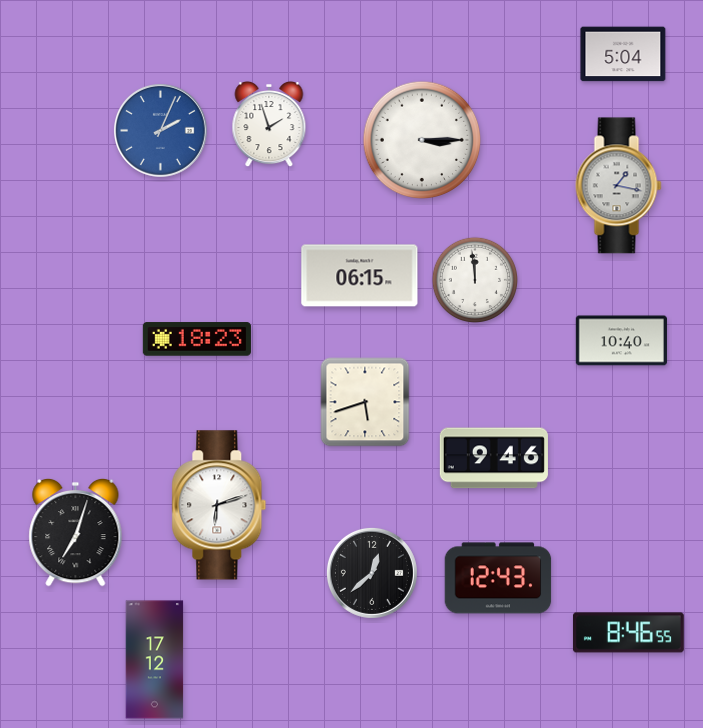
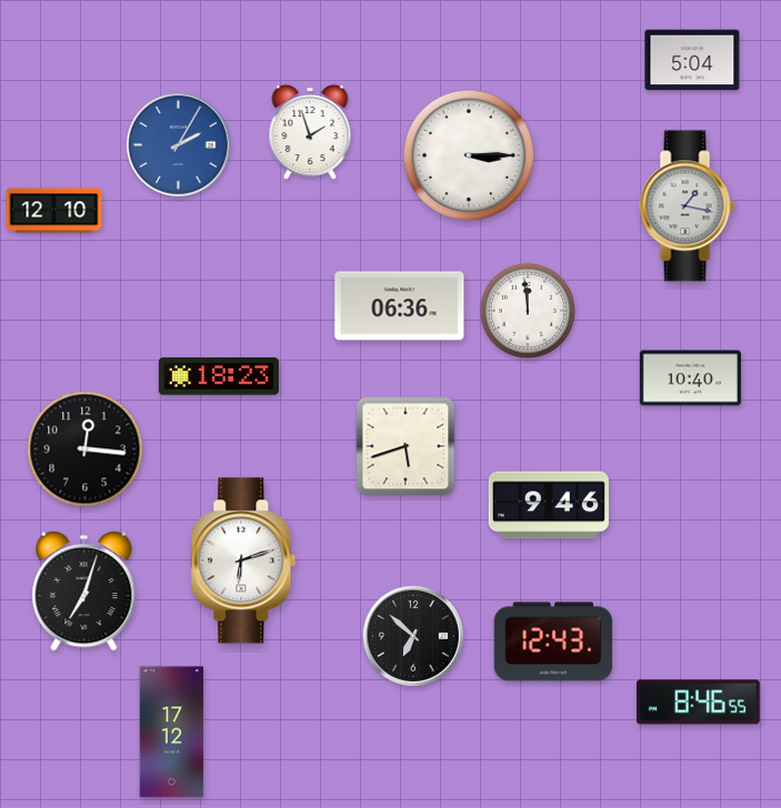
clock at (269, 124) position: (269, 124) -> (310, 132)
clock at (161, 131): 2:04 -> 2:05
clock at (54, 211): none -> 12:10
clock at (360, 276): 06:15 -> 06:36
clock at (86, 450): none -> 12:16
clock at (494, 458) position: (494, 458) -> (549, 505)
clock at (372, 573): 12:38 -> 6:52
